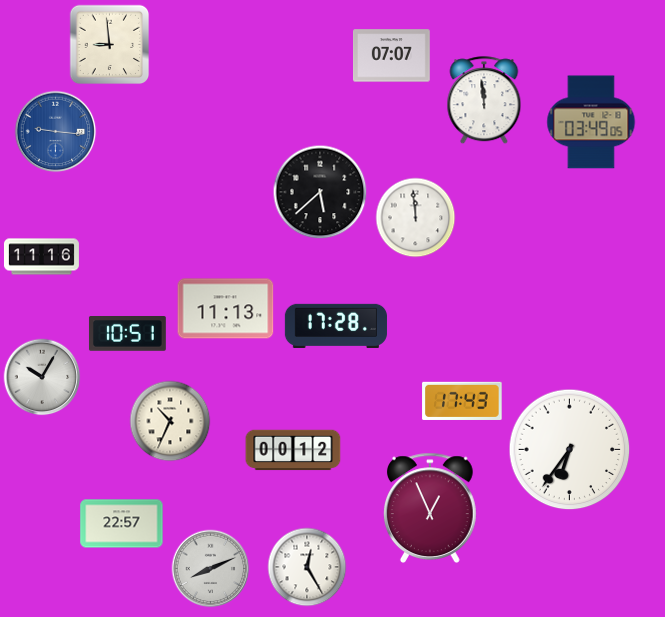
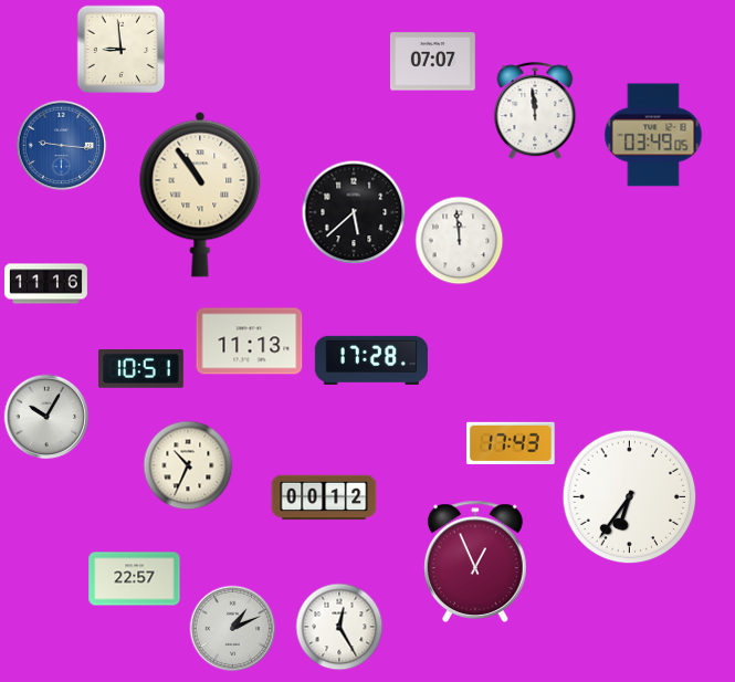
clock at (200, 195): none -> 10:54
clock at (211, 569): 8:11 -> 1:11
